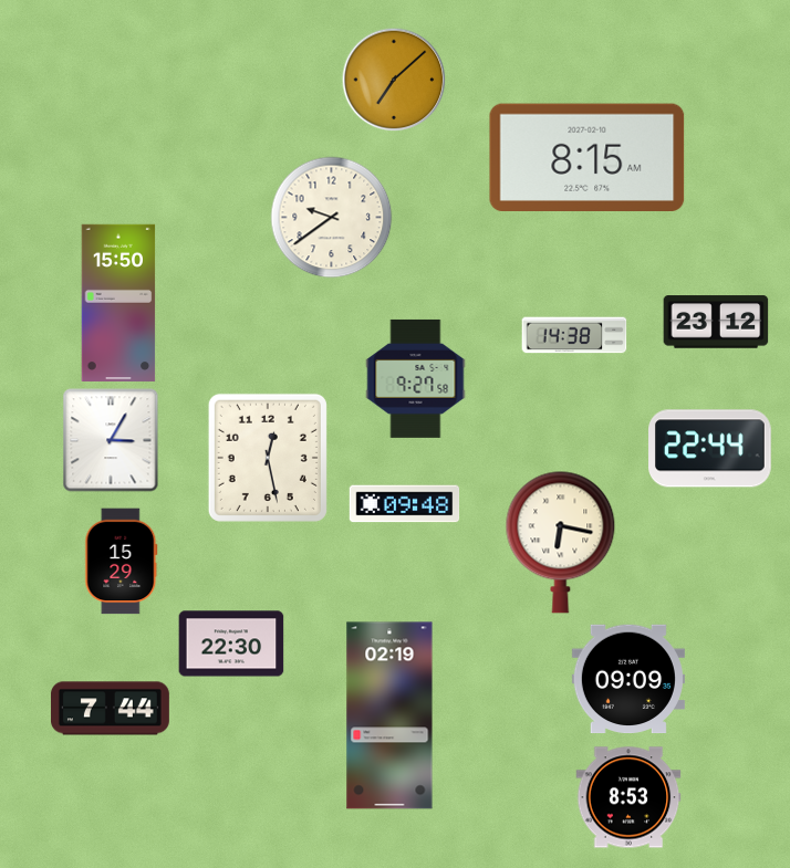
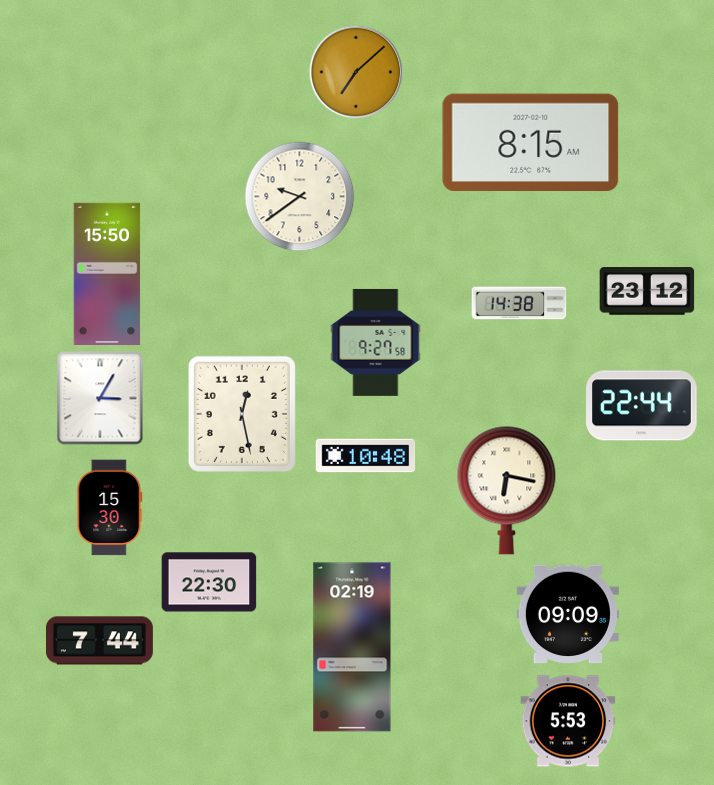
clock at (405, 504): 09:48 -> 10:48
clock at (122, 562): 15:29 -> 15:30
clock at (628, 797): 8:53 -> 5:53
